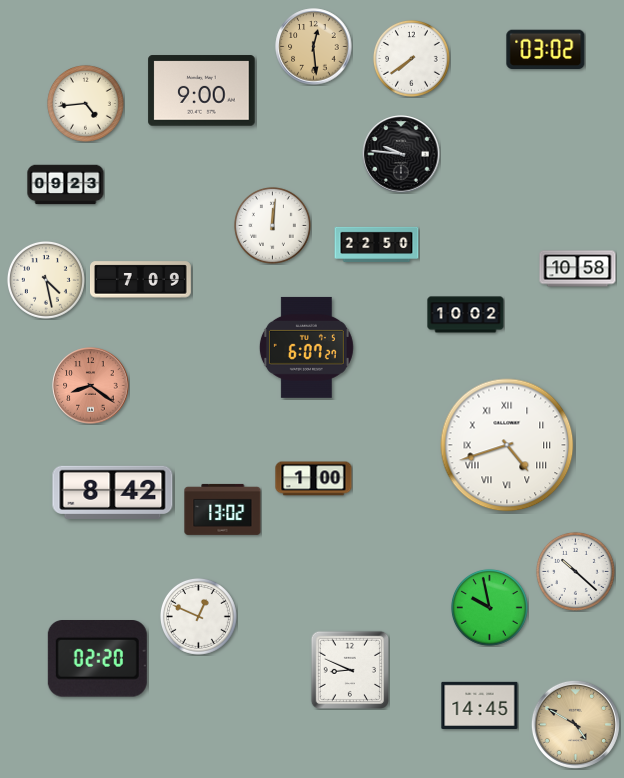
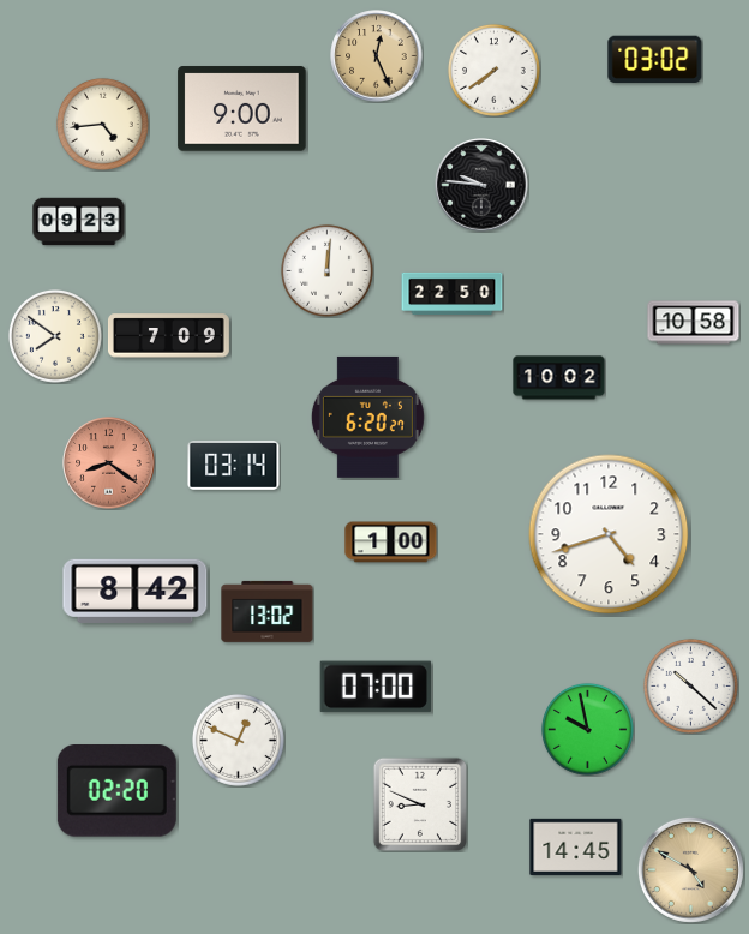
clock at (314, 47): 12:29 -> 12:26
clock at (46, 280): 4:28 -> 7:51
clock at (306, 347): 6:07 -> 6:20
clock at (234, 465): none -> 03:14
clock at (507, 445) numerals: Roman -> Arabic
clock at (314, 479) position: (314, 479) -> (391, 543)
clock at (374, 687): none -> 07:00
